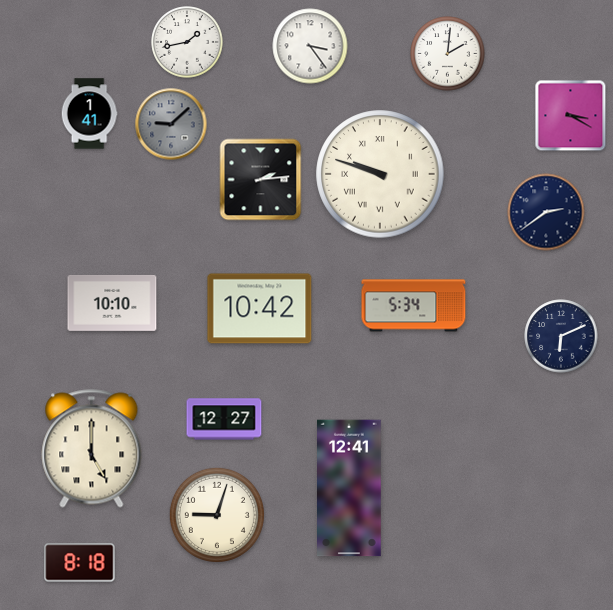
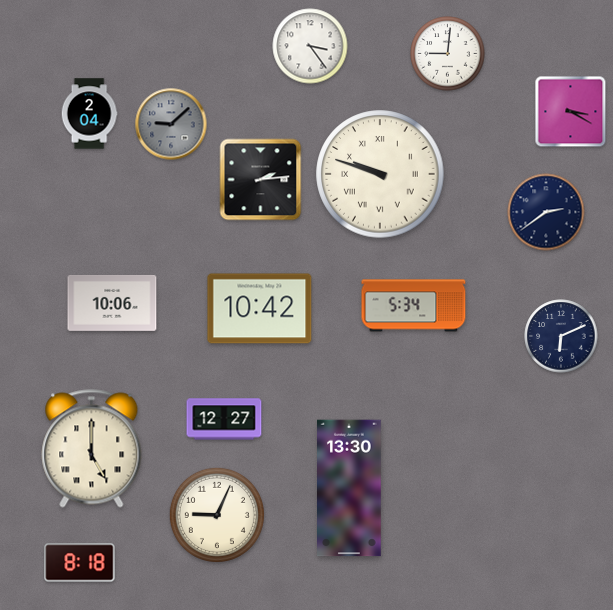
clock at (187, 42): 1:43 -> none
clock at (448, 54): 2:01 -> 9:01
clock at (89, 114): 1:41 -> 2:04
clock at (571, 116) position: (571, 116) -> (571, 112)
clock at (112, 303): 10:10 -> 10:06
clock at (349, 488): 12:41 -> 13:30
clock at (217, 515): 9:03 -> 9:04
